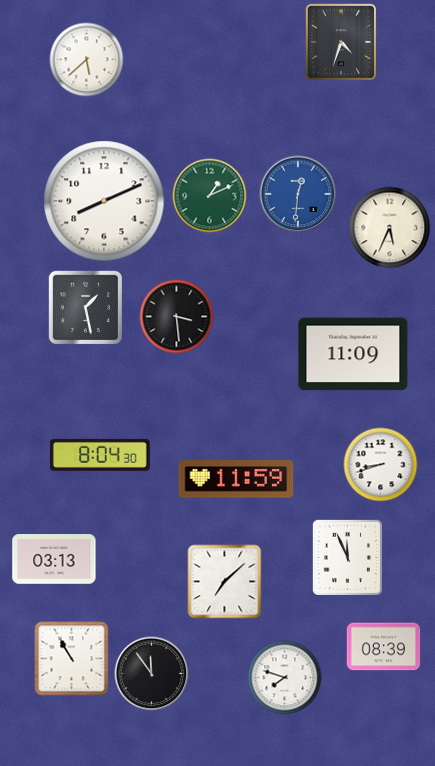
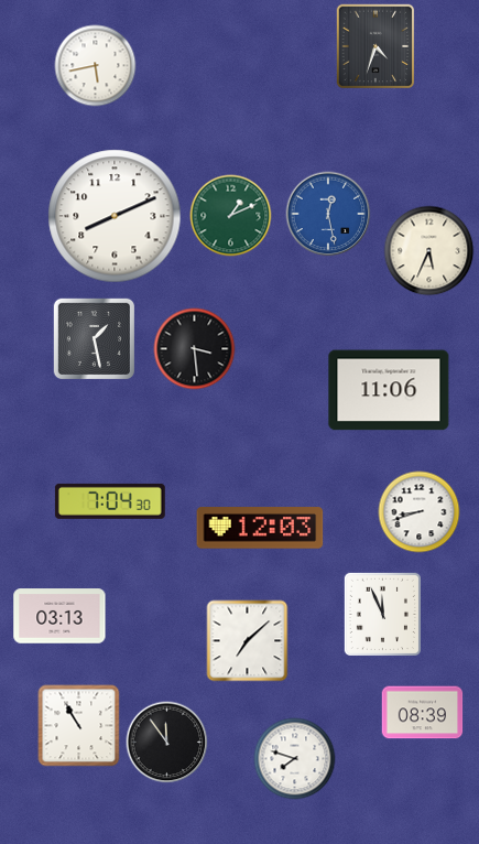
clock at (87, 60): 5:38 -> 5:43
clock at (298, 194): 12:31 -> 12:28
clock at (104, 201) position: (104, 201) -> (115, 216)
clock at (353, 354): 11:09 -> 11:06
clock at (100, 455): 8:04 -> 7:04
clock at (236, 479): 11:59 -> 12:03
clock at (285, 678) position: (285, 678) -> (295, 759)
